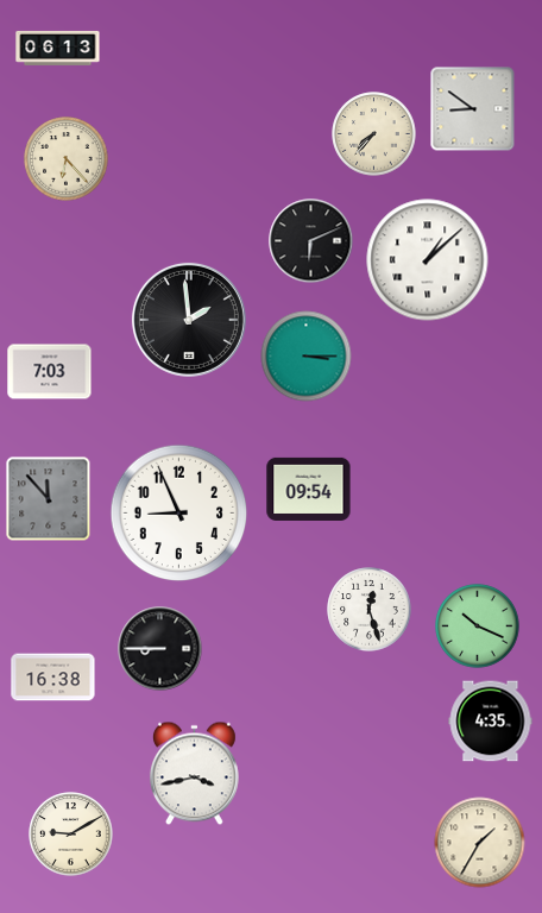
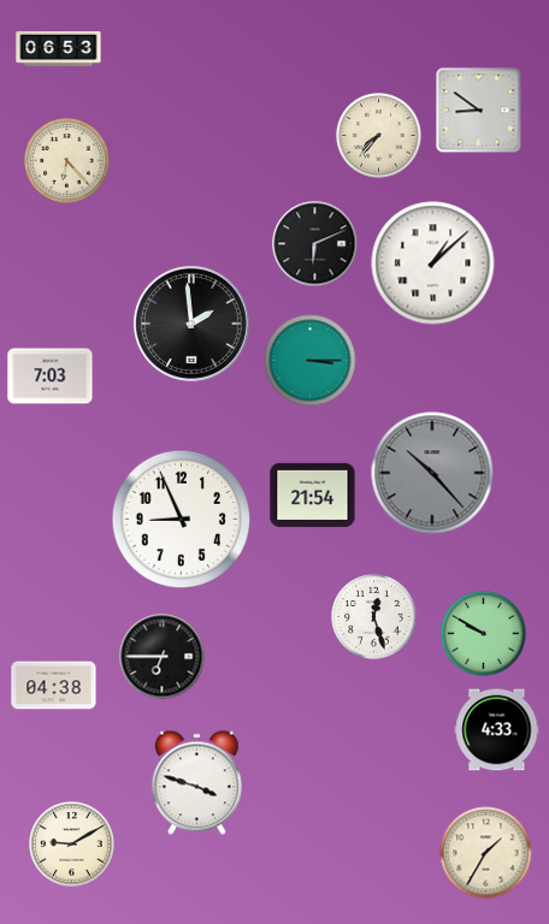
clock at (58, 48): 06:13 -> 06:53
clock at (432, 473): none -> 10:23
clock at (309, 489): 09:54 -> 21:54
clock at (49, 499): 11:53 -> none
clock at (478, 626): 10:19 -> 9:50
clock at (160, 649): 8:45 -> 6:45
clock at (53, 678): 16:38 -> 04:38
clock at (491, 722): 4:35 -> 4:33
clock at (194, 774): 3:43 -> 3:48
